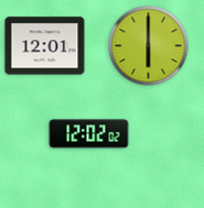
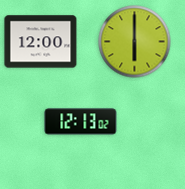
clock at (45, 46): 12:01 -> 12:00
clock at (89, 134): 12:02 -> 12:13
